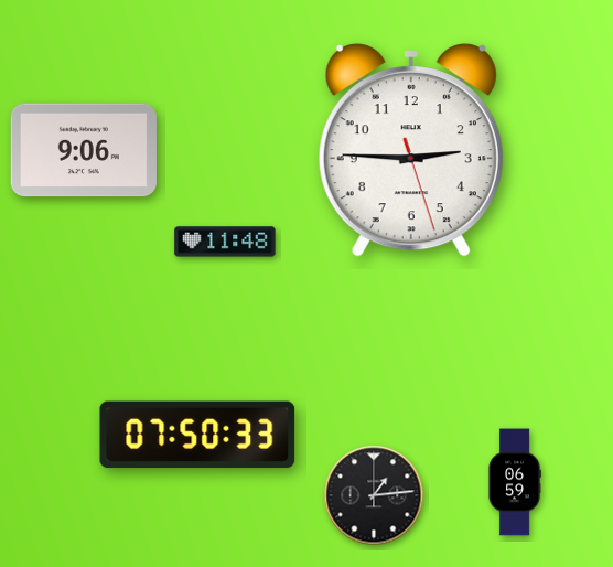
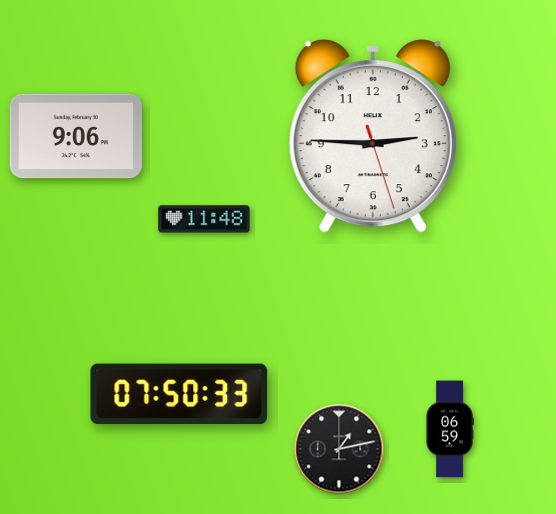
clock at (515, 482) position: (515, 482) -> (450, 429)
clock at (374, 495): 1:14 -> 1:13
